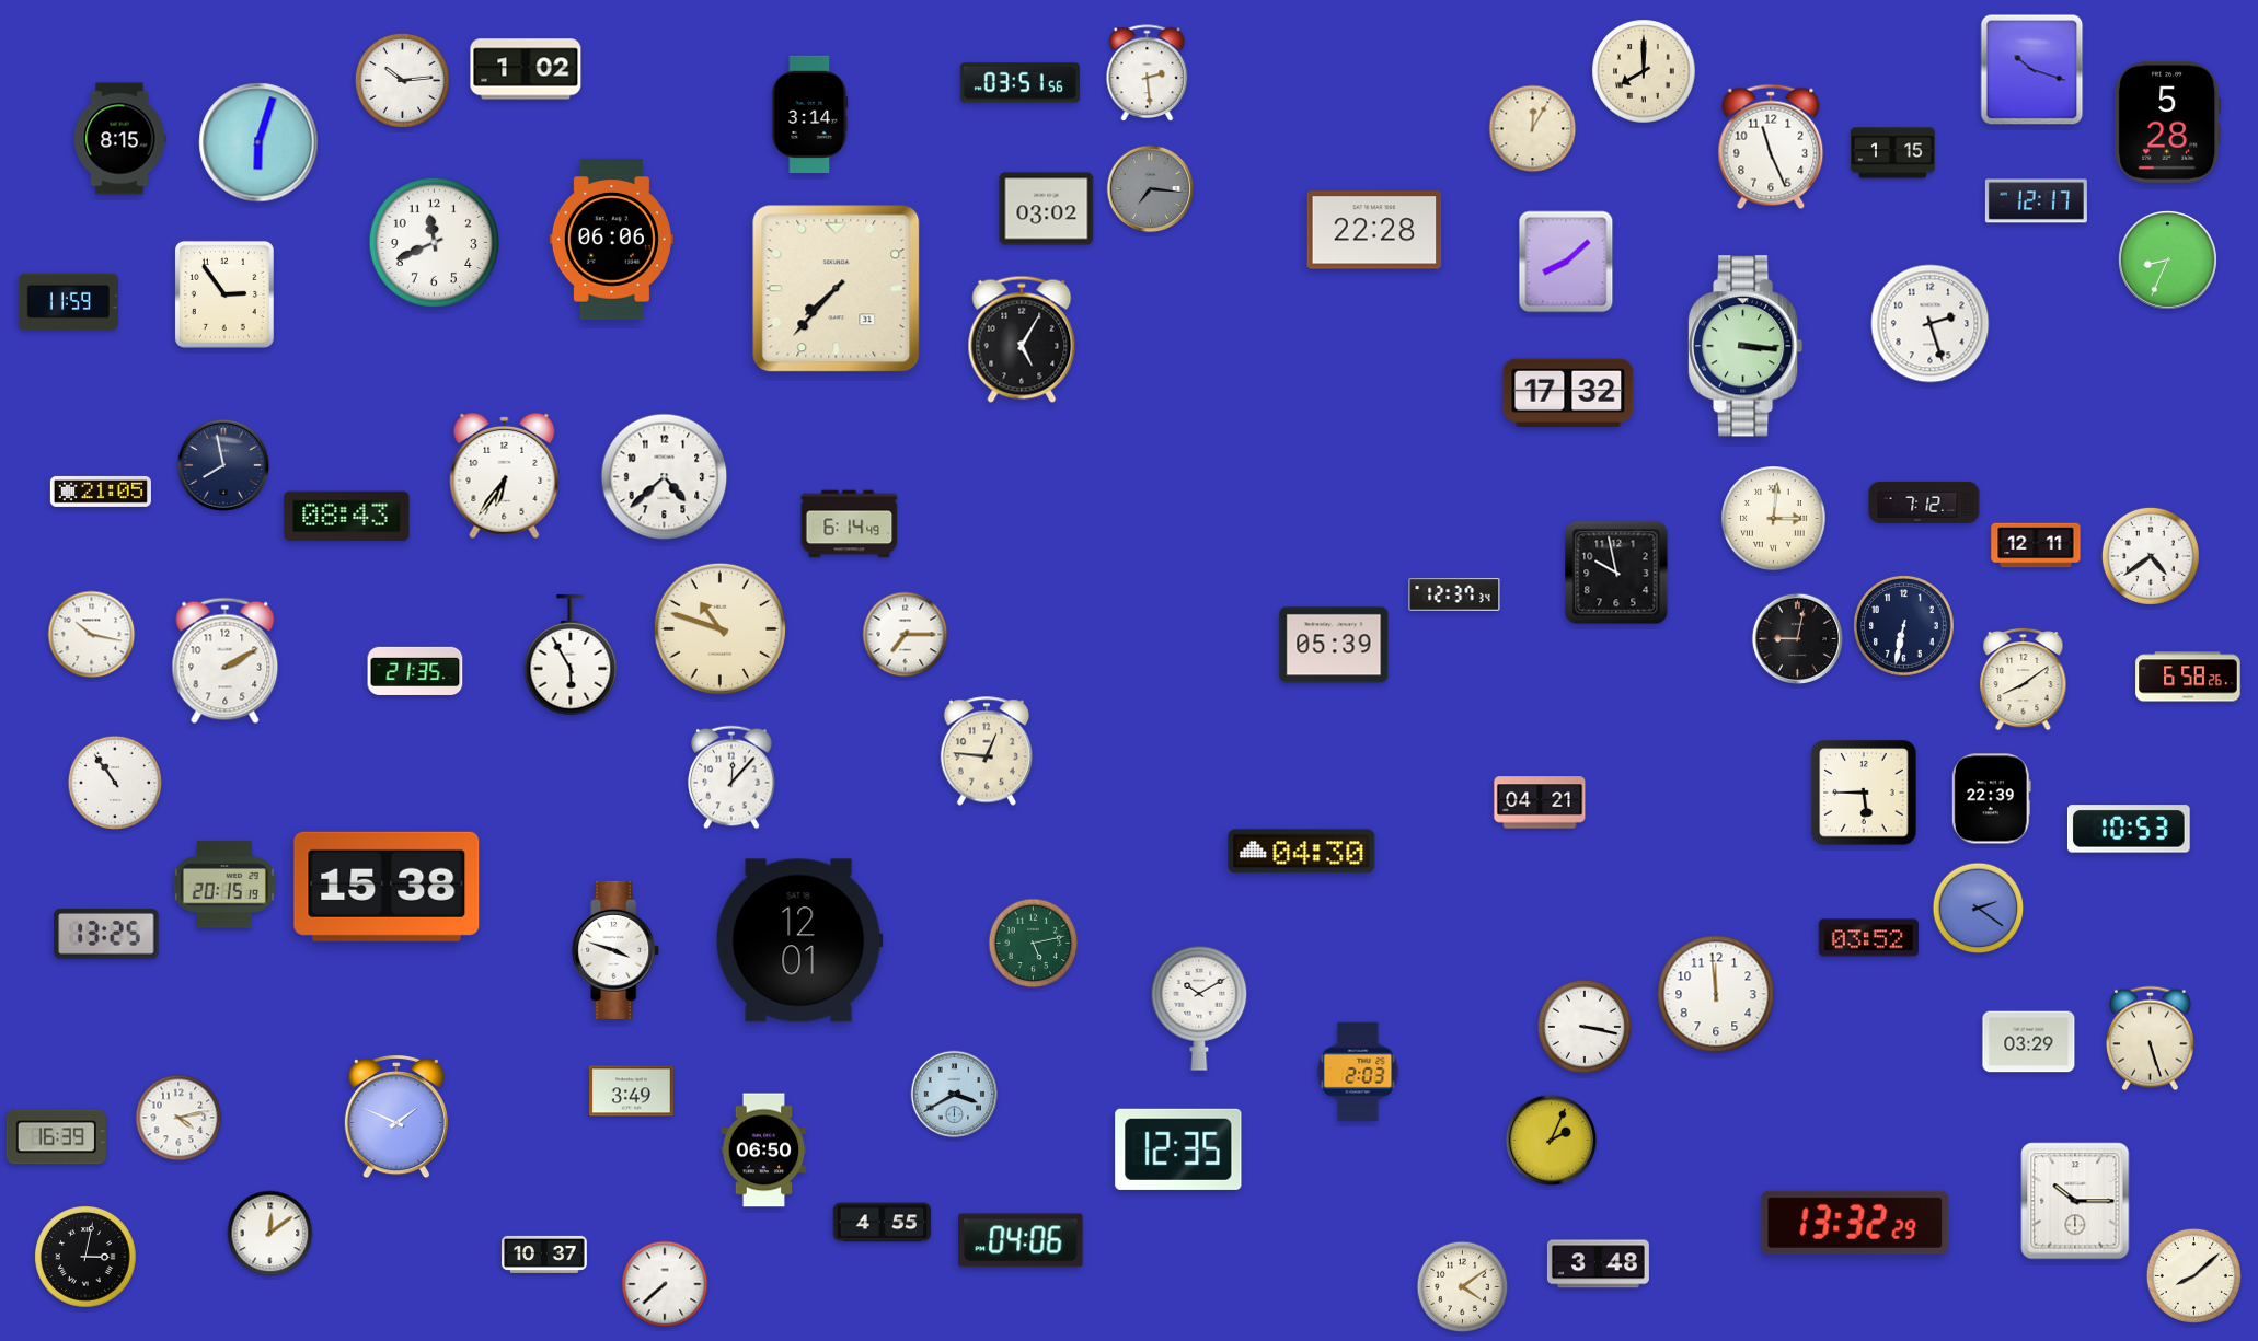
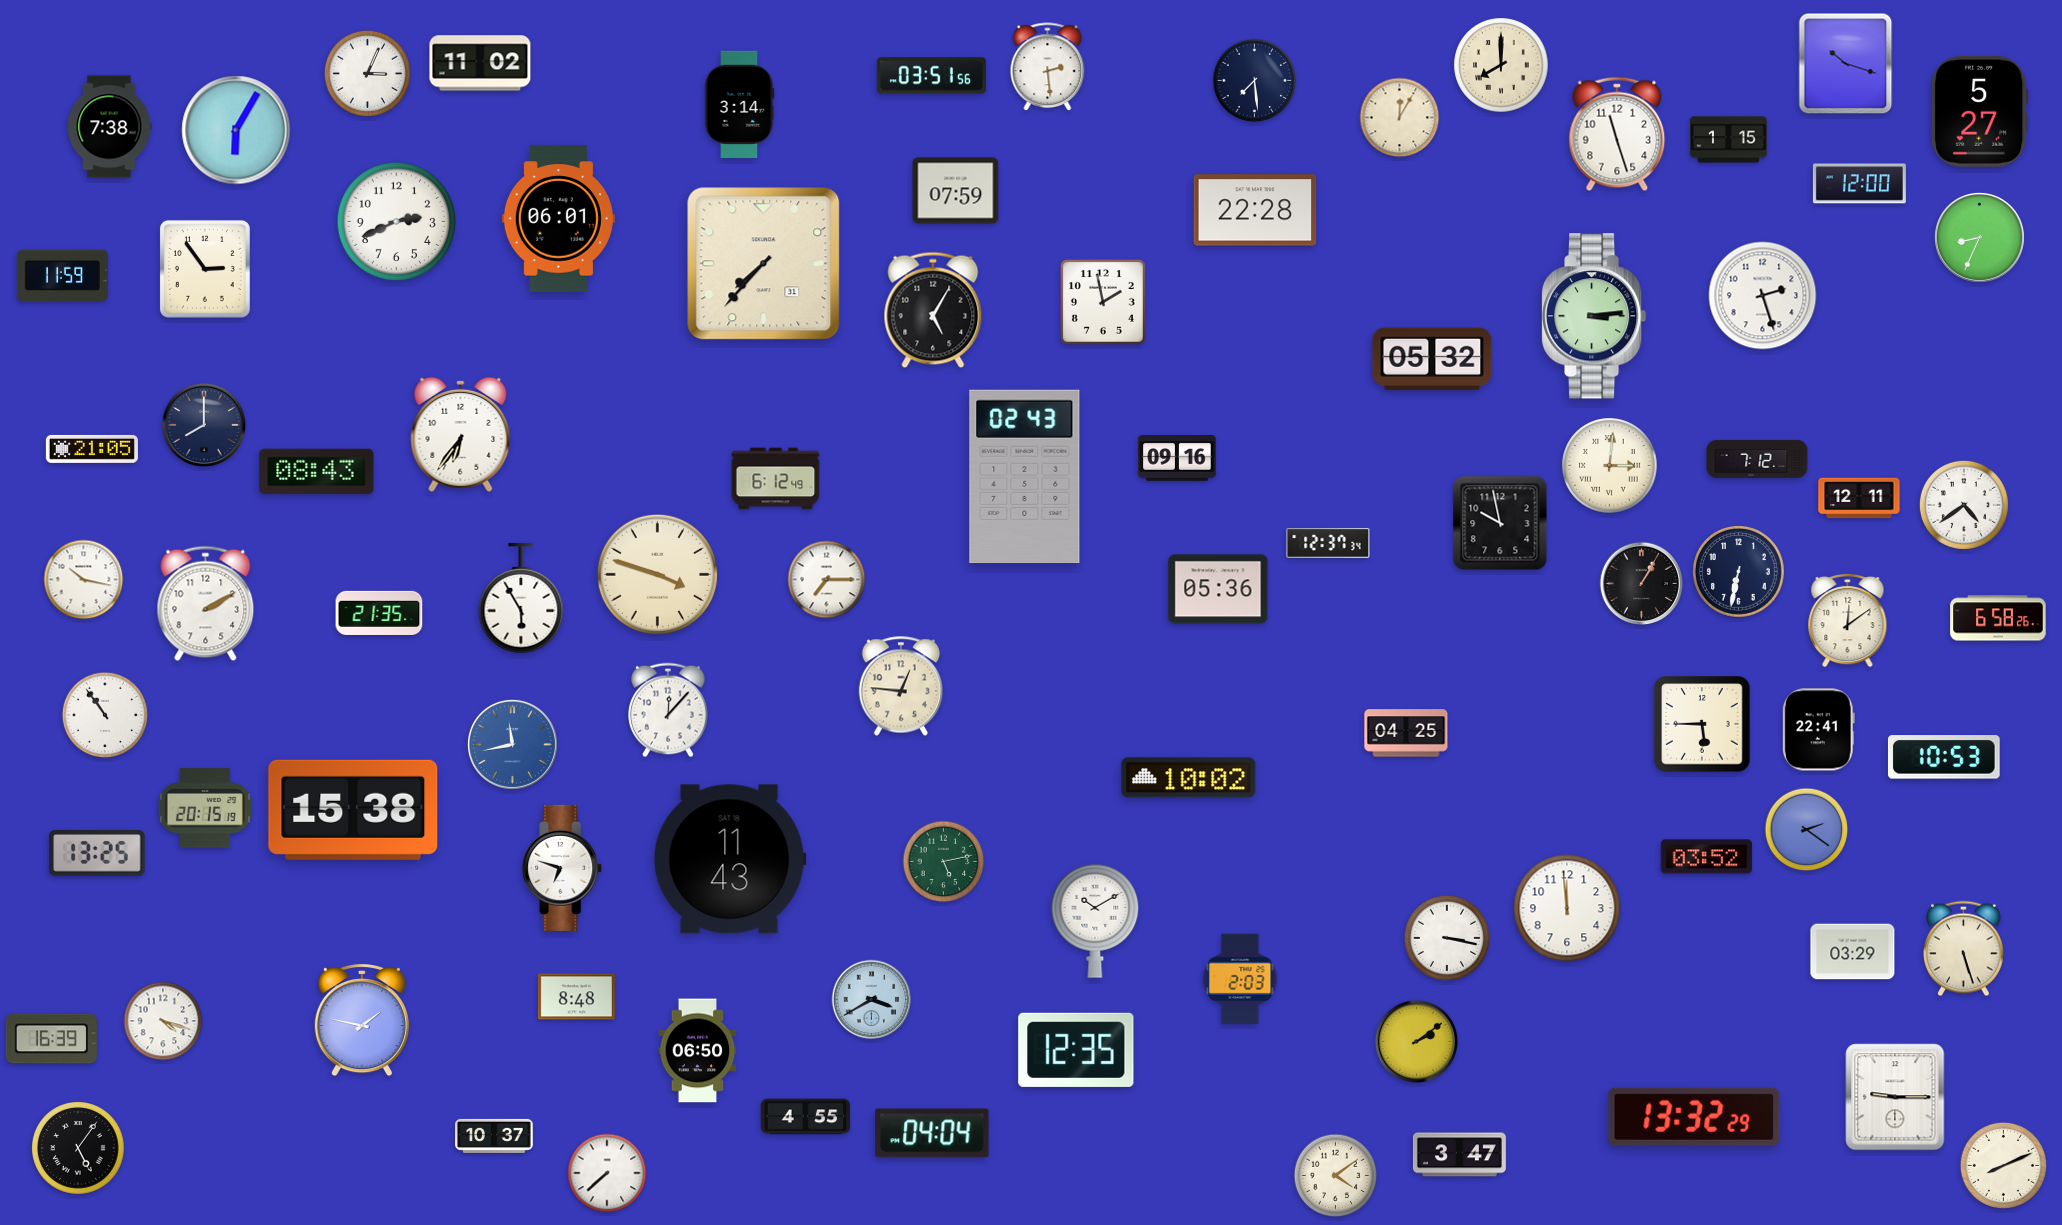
clock at (526, 69): 1:02 -> 11:02
clock at (2032, 70) position: (2032, 70) -> (1846, 64)
clock at (402, 80): 10:14 -> 3:04
clock at (1255, 81): none -> 7:29
clock at (2168, 122): 5:28 -> 5:27
clock at (119, 139): 8:15 -> 7:38
clock at (258, 142): 6:03 -> 6:05
clock at (1771, 147): 11:26 -> 11:27
clock at (1151, 189): 7:16 -> none
clock at (2036, 201): 12:17 -> 12:00
clock at (1047, 209): 03:02 -> 07:59
clock at (611, 240): 06:06 -> 06:01
clock at (435, 243): 11:41 -> 2:41
clock at (1566, 262): 8:08 -> none
clock at (1103, 302): none -> 1:58
clock at (1746, 346): 3:16 -> 3:14
clock at (1568, 393): 17:32 -> 05:32
clock at (222, 464): 7:58 -> 8:00
clock at (665, 477): 4:38 -> none
clock at (1177, 459): none -> 09:16
clock at (1774, 519) position: (1774, 519) -> (1610, 466)
clock at (1025, 477): none -> 02:43
clock at (850, 524): 6:14 -> 6:12
clock at (2151, 556) position: (2151, 556) -> (1964, 505)
clock at (1616, 573) position: (1616, 573) -> (1500, 523)
clock at (719, 628): 10:48 -> 3:48
clock at (1797, 638): 9:02 -> 1:05
clock at (1334, 645): 05:39 -> 05:36
clock at (2024, 679): 8:09 -> 12:09
clock at (1991, 799): 22:39 -> 22:41
clock at (1540, 802): 04:21 -> 04:25
clock at (512, 744): none -> 11:43
clock at (1302, 852): 04:30 -> 10:02
clock at (799, 940): 12:01 -> 11:43
clock at (617, 950): 3:48 -> 6:48
clock at (631, 1091): 3:49 -> 8:48
clock at (396, 1117): 1:49 -> 1:47
clock at (178, 1118): 4:13 -> 4:18
clock at (1551, 1140): 2:04 -> 2:09
clock at (2075, 1201): 10:15 -> 9:15
clock at (270, 1234): 12:09 -> none
clock at (1021, 1240): 04:06 -> 04:04
clock at (544, 1255) position: (544, 1255) -> (494, 1136)
clock at (87, 1258): 3:02 -> 5:06
clock at (1598, 1264): 3:48 -> 3:47
clock at (2193, 1275): 8:08 -> 8:11
